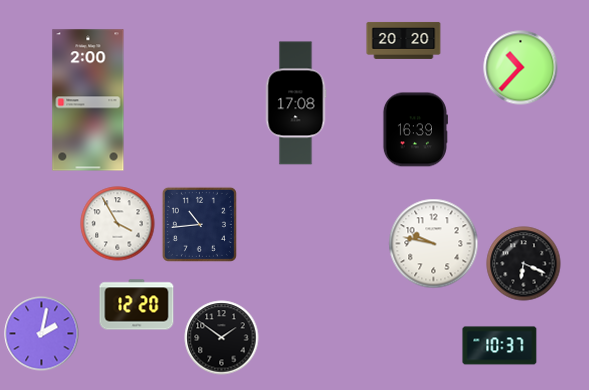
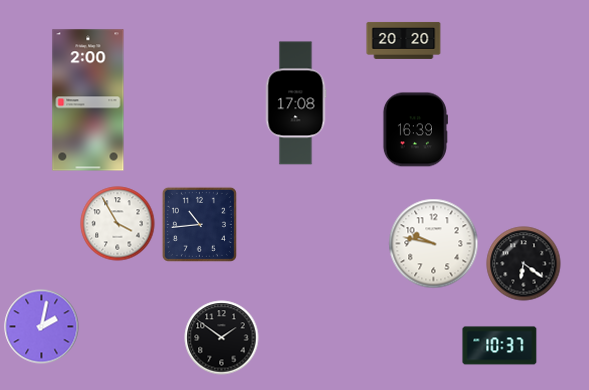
clock at (521, 68): 10:37 -> none
clock at (524, 264): 6:19 -> 6:21
clock at (137, 305): 12:20 -> none
clock at (42, 334) position: (42, 334) -> (42, 327)
